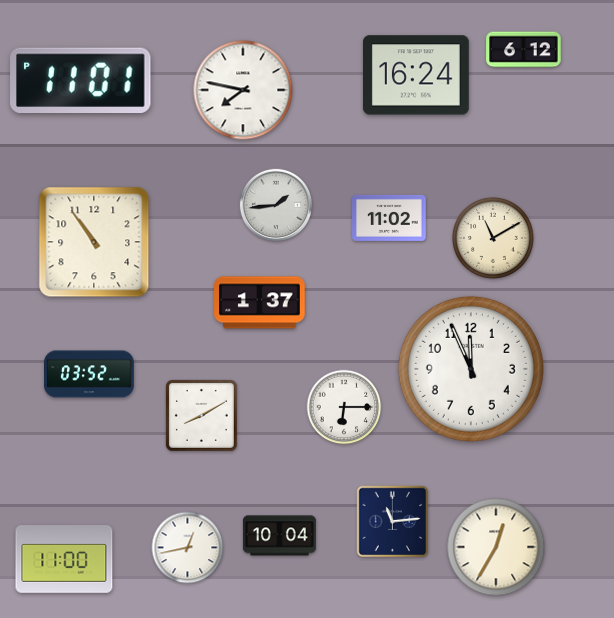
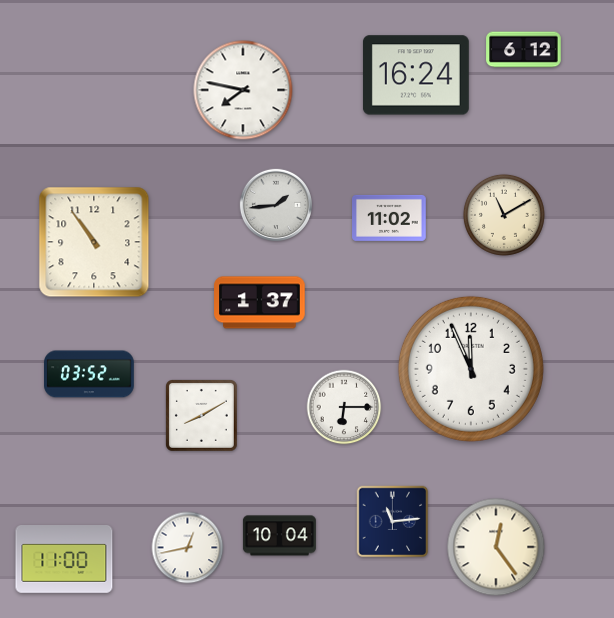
clock at (81, 80): 11:01 -> none
clock at (493, 238) position: (493, 238) -> (504, 215)
clock at (496, 547): 12:35 -> 12:24
